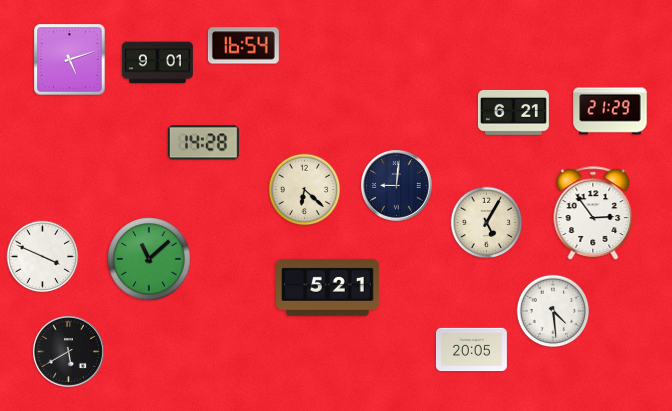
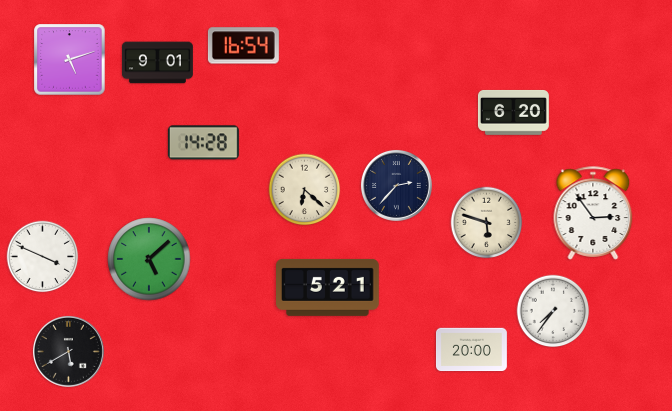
clock at (610, 111): 21:29 -> none
clock at (513, 113): 6:21 -> 6:20
clock at (396, 185): 9:01 -> 2:37
clock at (487, 223): 5:05 -> 5:48
clock at (149, 259): 11:08 -> 5:08
clock at (553, 311): 4:29 -> 7:36
clock at (471, 350): 20:05 -> 20:00
